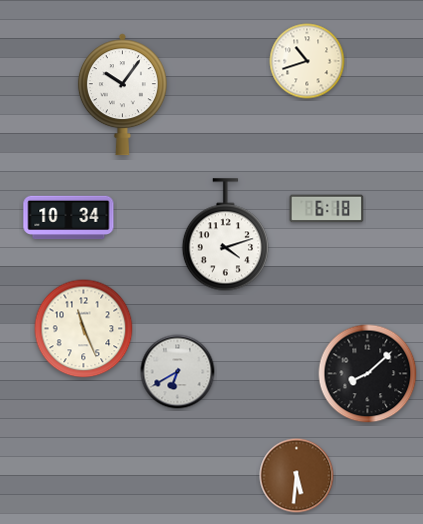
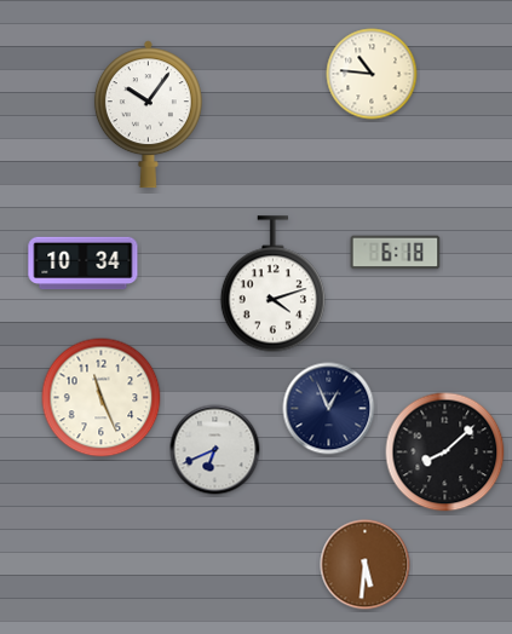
clock at (307, 61): 10:42 -> 10:46
clock at (329, 409): none -> 12:56
clock at (178, 372): 6:40 -> 6:41
clock at (297, 476) position: (297, 476) -> (366, 565)
